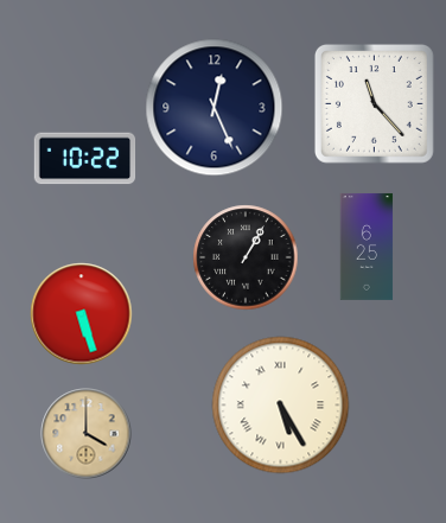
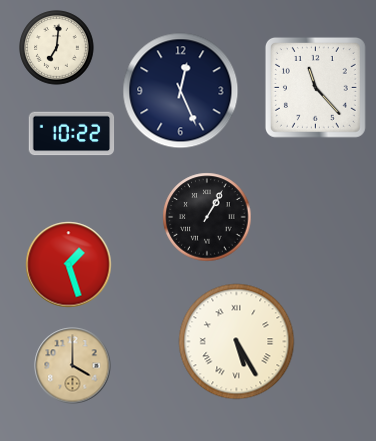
clock at (57, 48): none -> 7:01
clock at (367, 247): 6:25 -> none
clock at (82, 314): 5:27 -> 1:27
